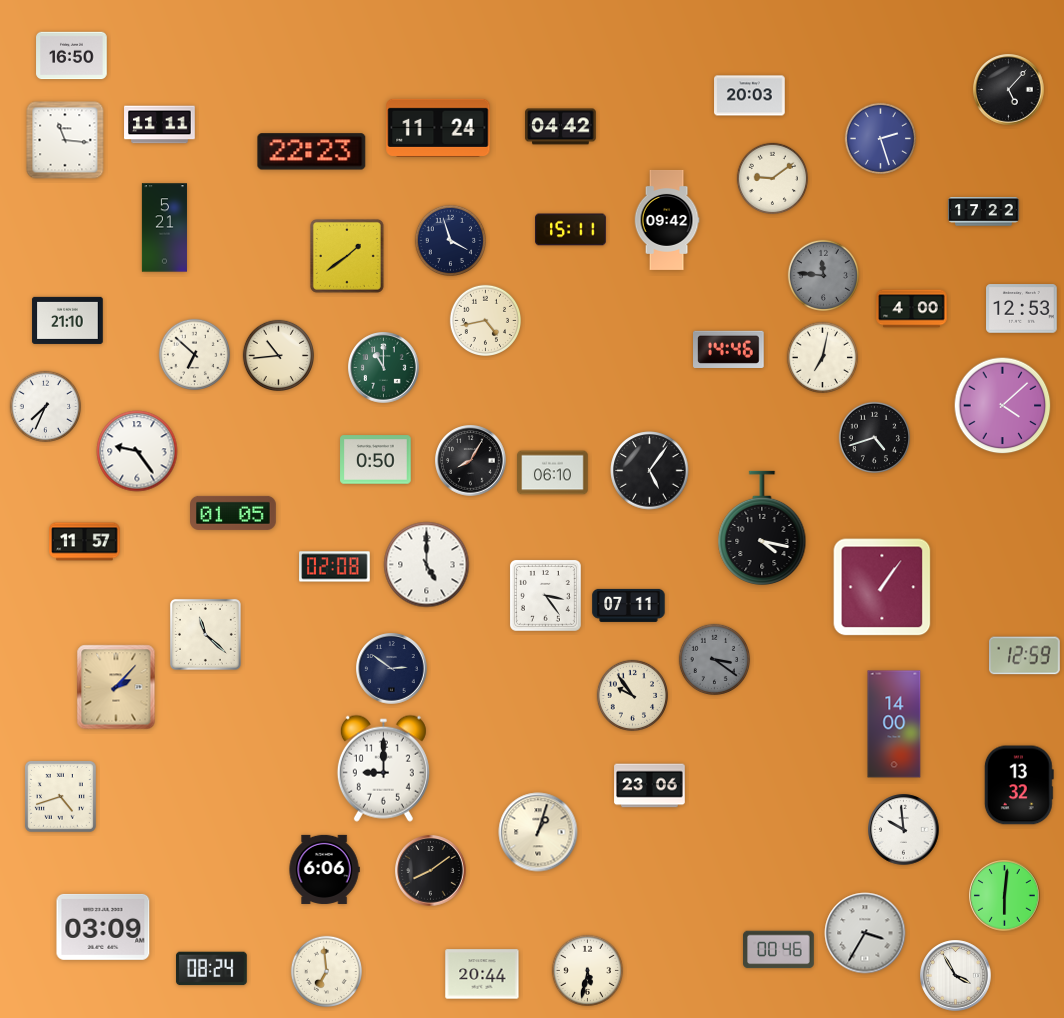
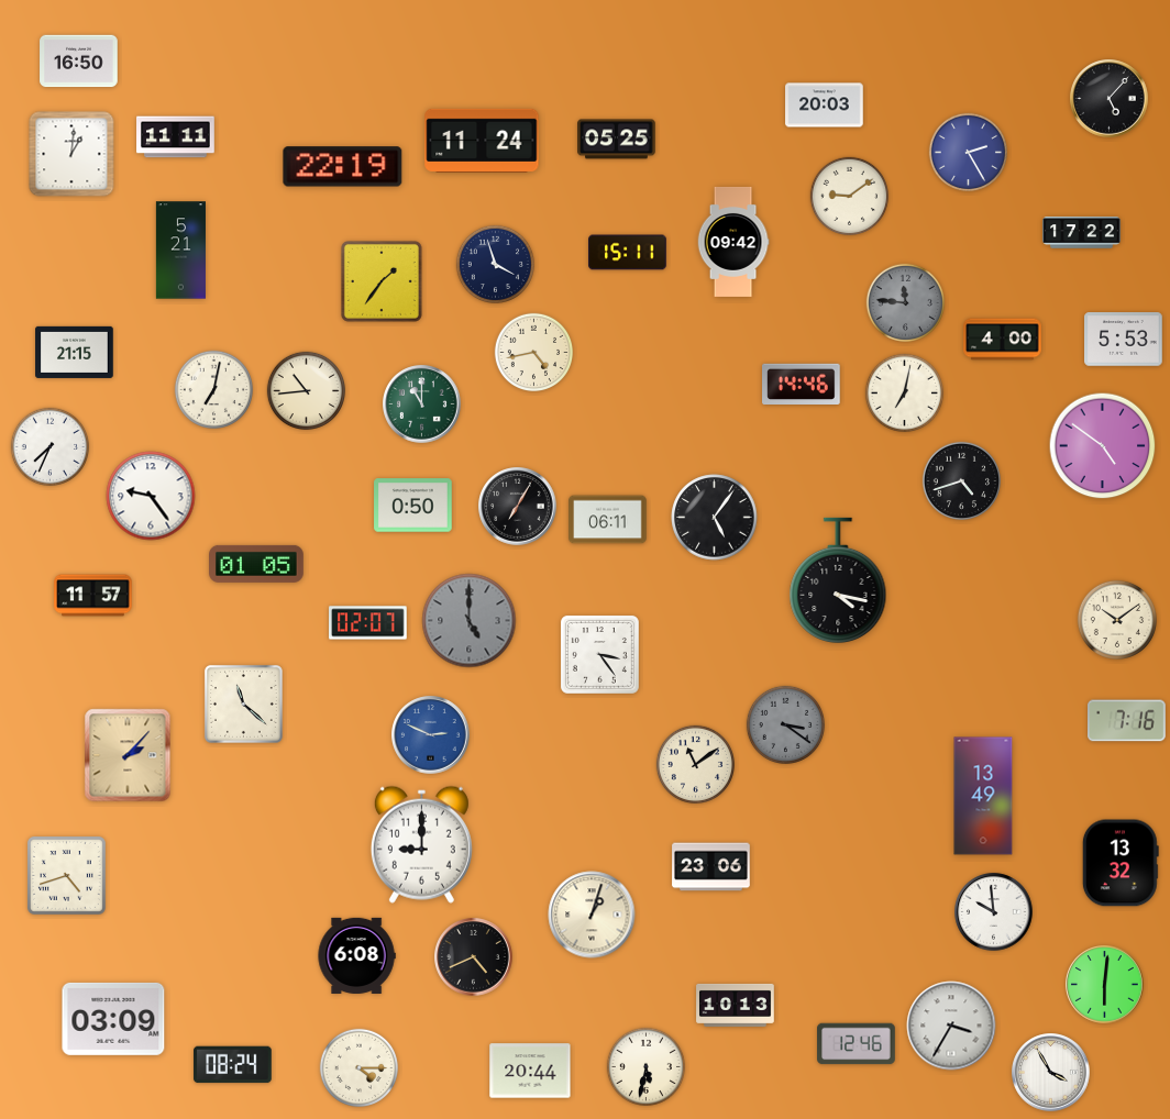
clock at (561, 127): 04:42 -> 05:25
clock at (880, 138): 2:27 -> 2:25
clock at (65, 140): 11:16 -> 1:01
clock at (312, 152): 22:23 -> 22:19
clock at (347, 256): 1:39 -> 1:36
clock at (1022, 309): 12:53 -> 5:53
clock at (68, 320): 21:10 -> 21:15
clock at (194, 354): 6:52 -> 7:02
clock at (1003, 406): 4:08 -> 4:51
clock at (471, 461): 8:05 -> 7:05
clock at (553, 473): 06:10 -> 06:11
clock at (1117, 620): none -> 10:09
clock at (427, 565) dial: white -> grey
clock at (335, 567): 02:08 -> 02:07
clock at (882, 587): 1:06 -> none
clock at (629, 605): 07:11 -> none
clock at (205, 634) position: (205, 634) -> (243, 703)
clock at (1025, 656): 12:59 -> 7:16
clock at (392, 669): 2:51 -> 2:49
clock at (392, 669) dial: navy -> blue
clock at (632, 695): 9:54 -> 11:09
clock at (894, 724): 14:00 -> 13:49
clock at (650, 786) position: (650, 786) -> (711, 867)
clock at (324, 869): 6:06 -> 6:08
clock at (431, 871): 8:09 -> 4:41
clock at (736, 1005): none -> 10:13
clock at (779, 950): 00:46 -> 12:46
clock at (326, 971): 6:59 -> 4:15
